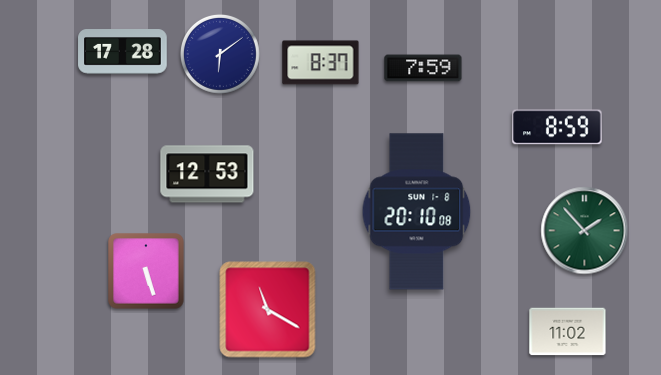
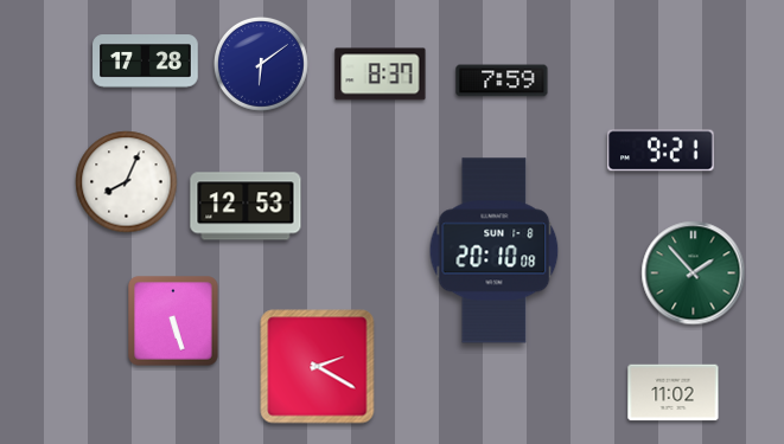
clock at (557, 127): 8:59 -> 9:21
clock at (127, 182): none -> 8:04
clock at (268, 310): 11:20 -> 2:20
